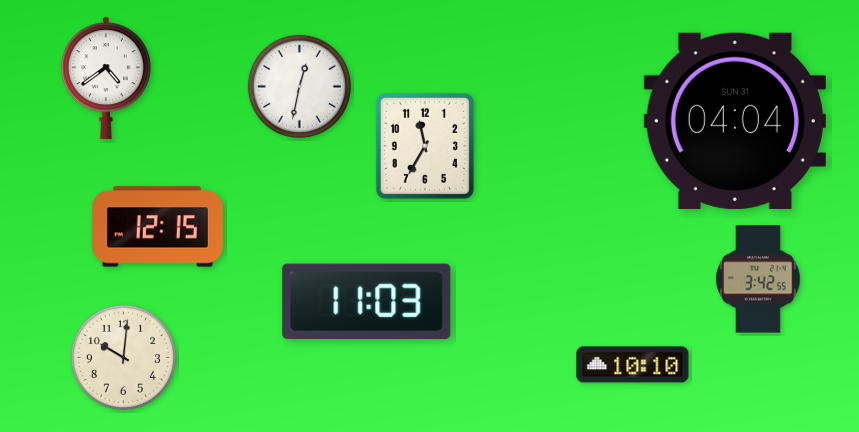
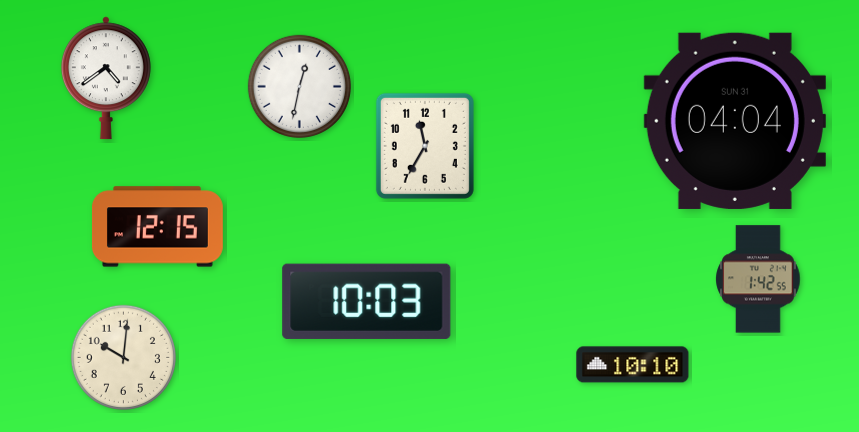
clock at (758, 279): 3:42 -> 1:42
clock at (367, 301): 11:03 -> 10:03
